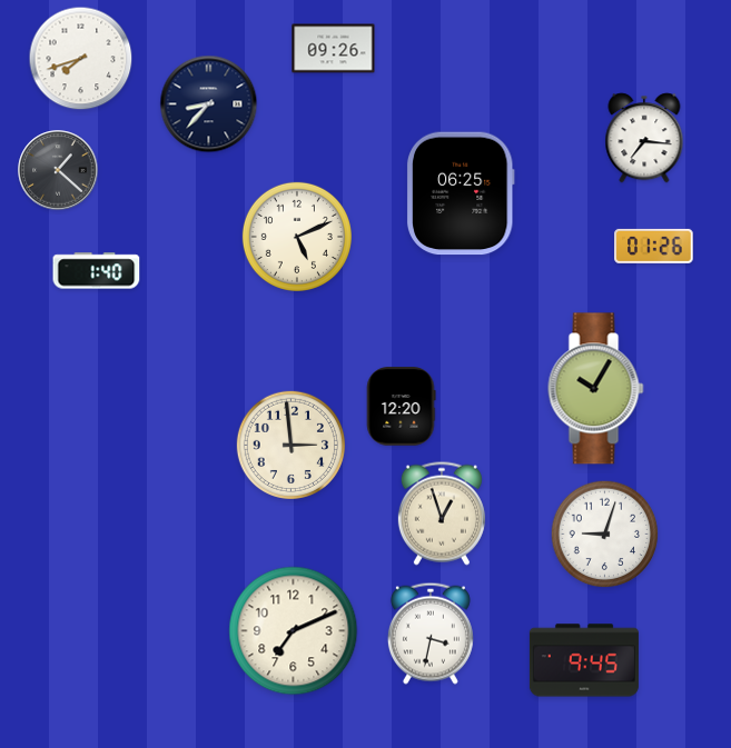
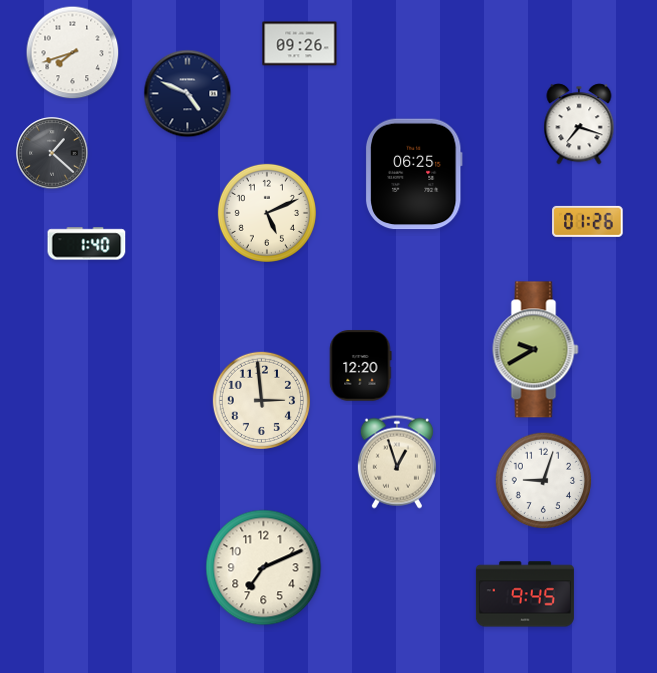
clock at (209, 104): 8:37 -> 4:49
clock at (644, 138): 7:16 -> 7:18
clock at (596, 389): 10:05 -> 9:40
clock at (431, 634): 3:32 -> none
